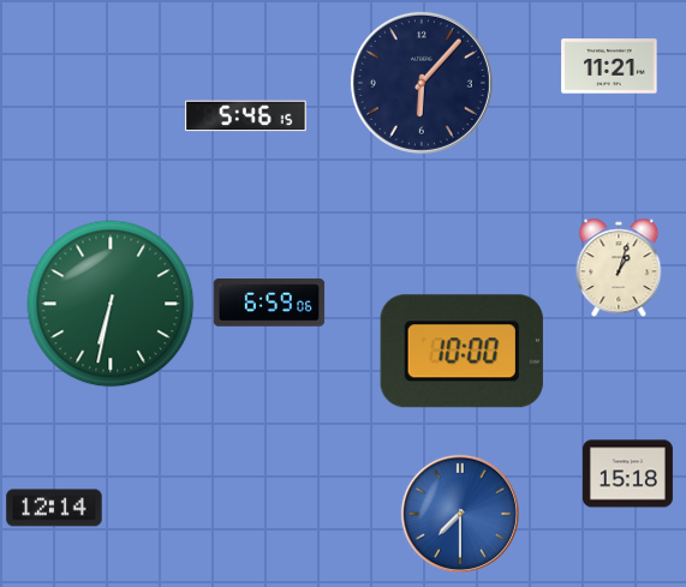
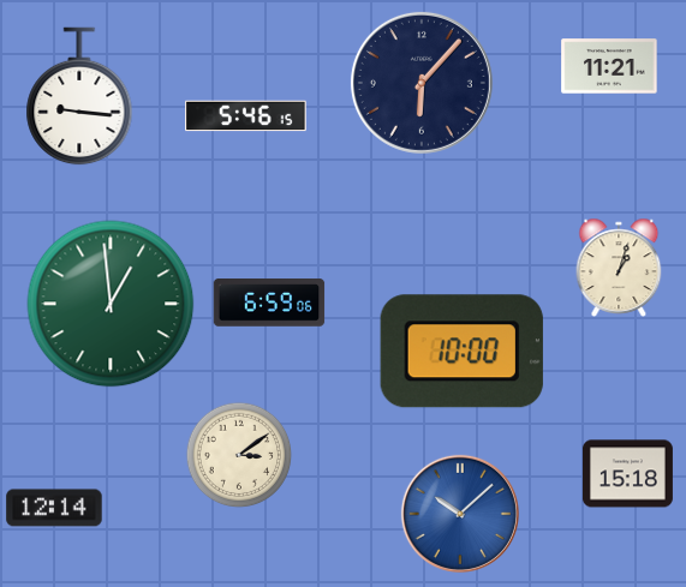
clock at (79, 96): none -> 9:16
clock at (111, 304): 6:32 -> 12:59
clock at (239, 455): none -> 3:09
clock at (460, 514): 7:30 -> 10:08
